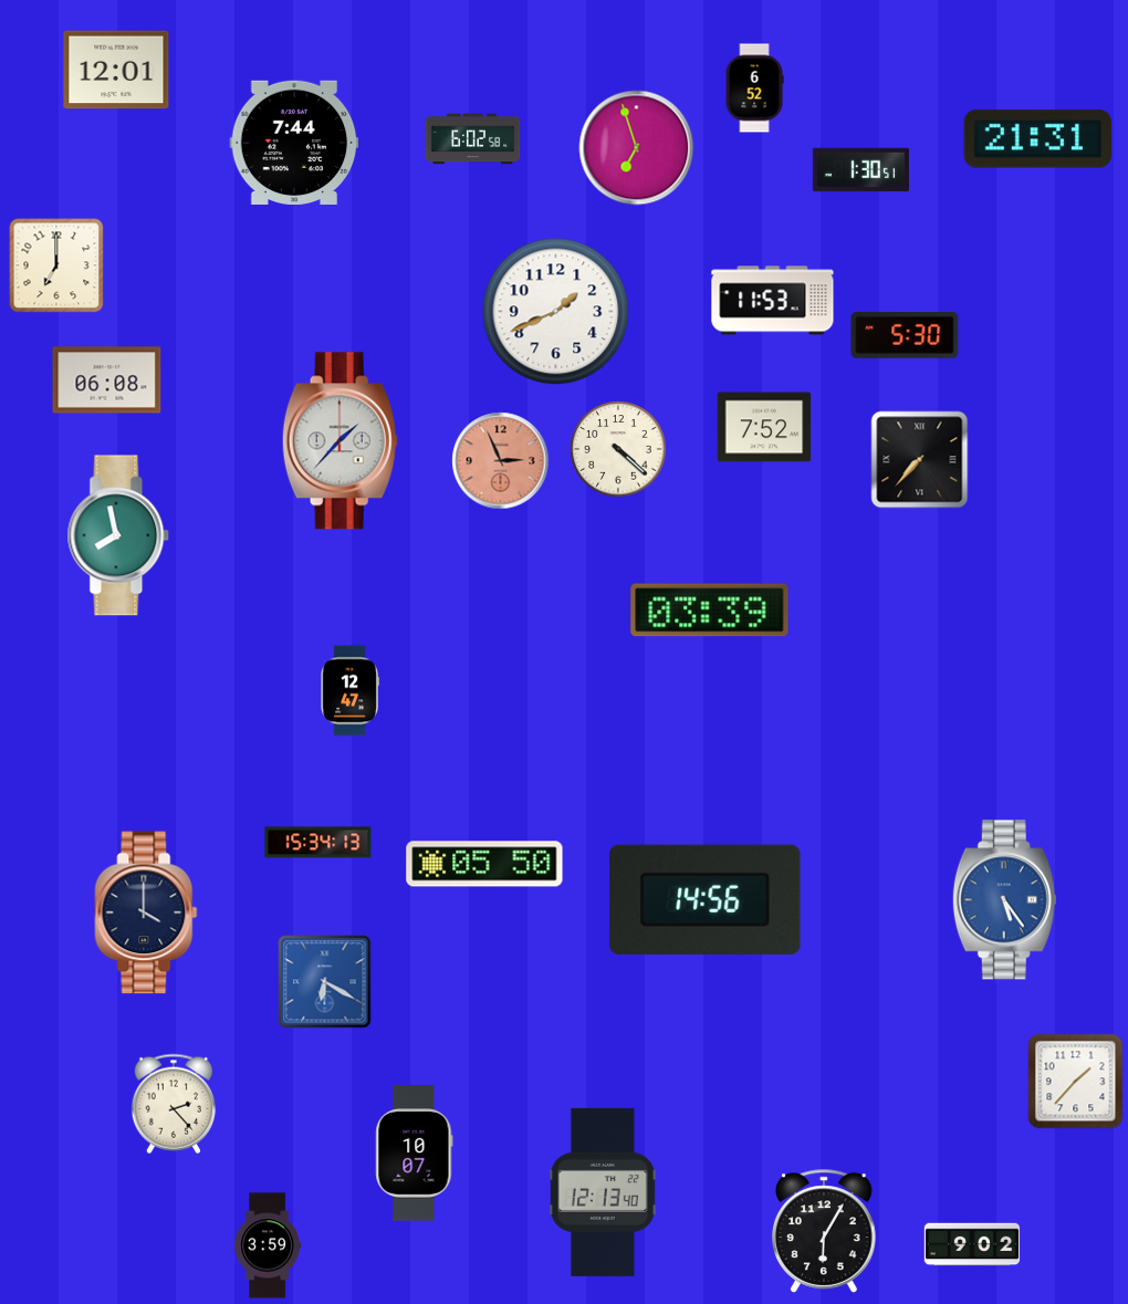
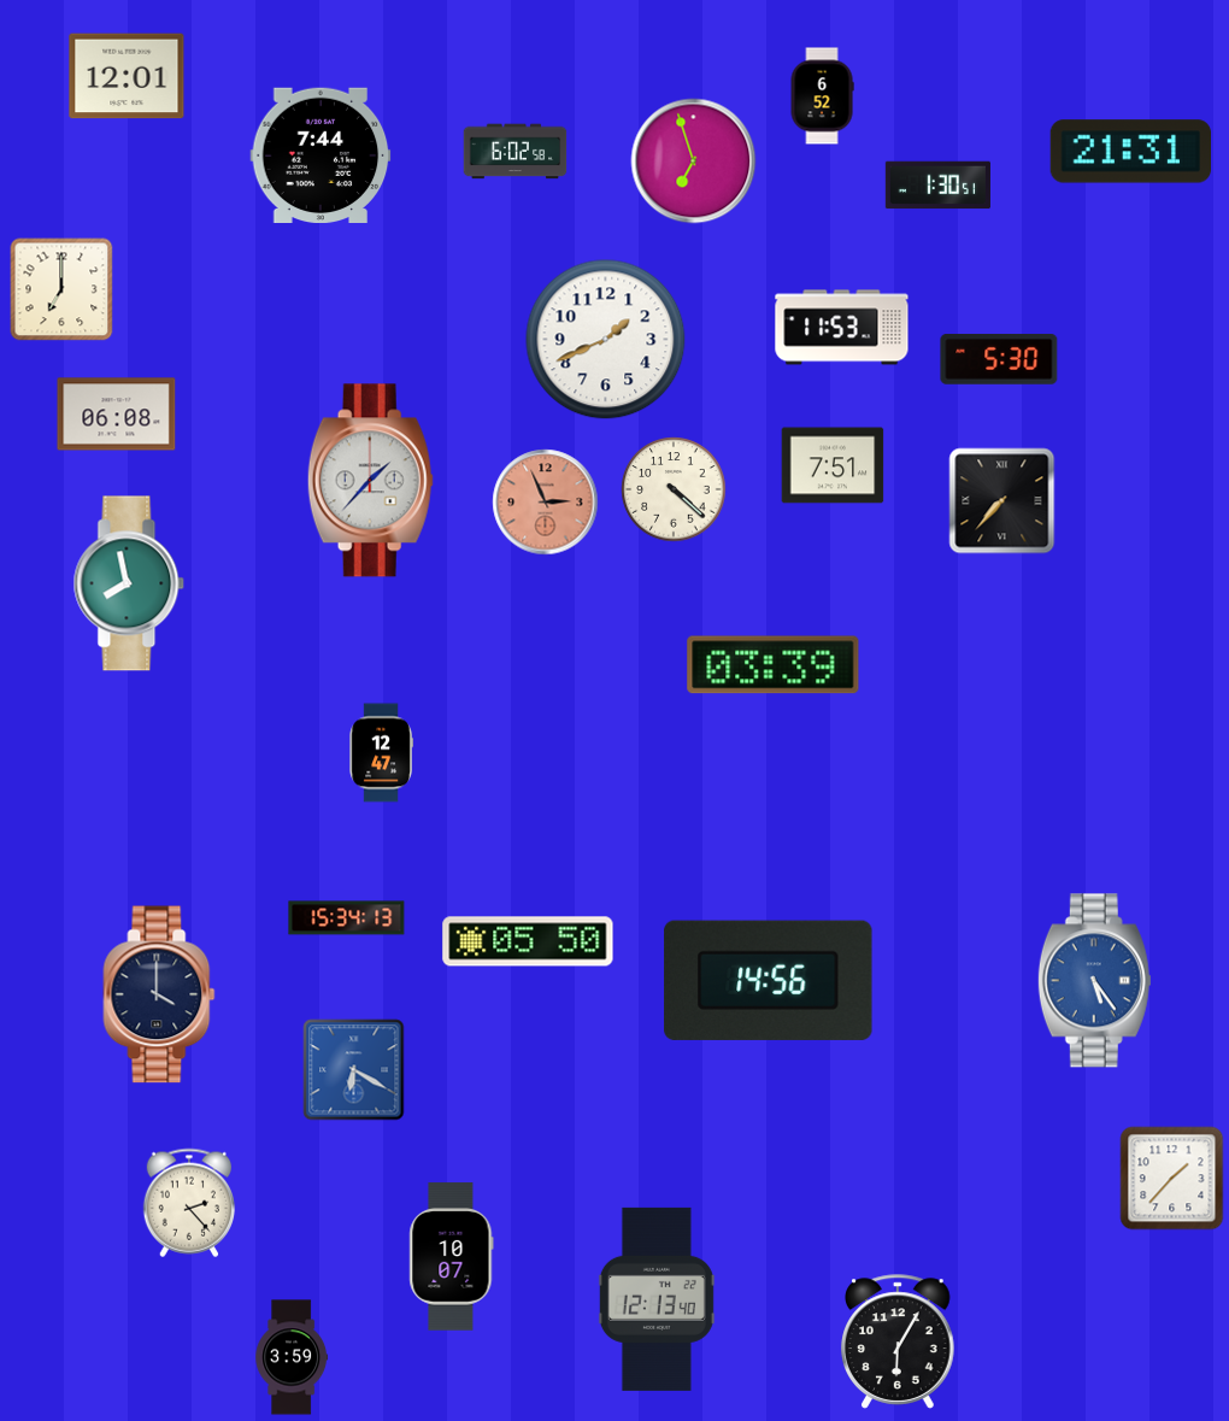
clock at (905, 336) position: (905, 336) -> (999, 360)
clock at (764, 427): 7:52 -> 7:51
clock at (972, 1244): 9:02 -> none
